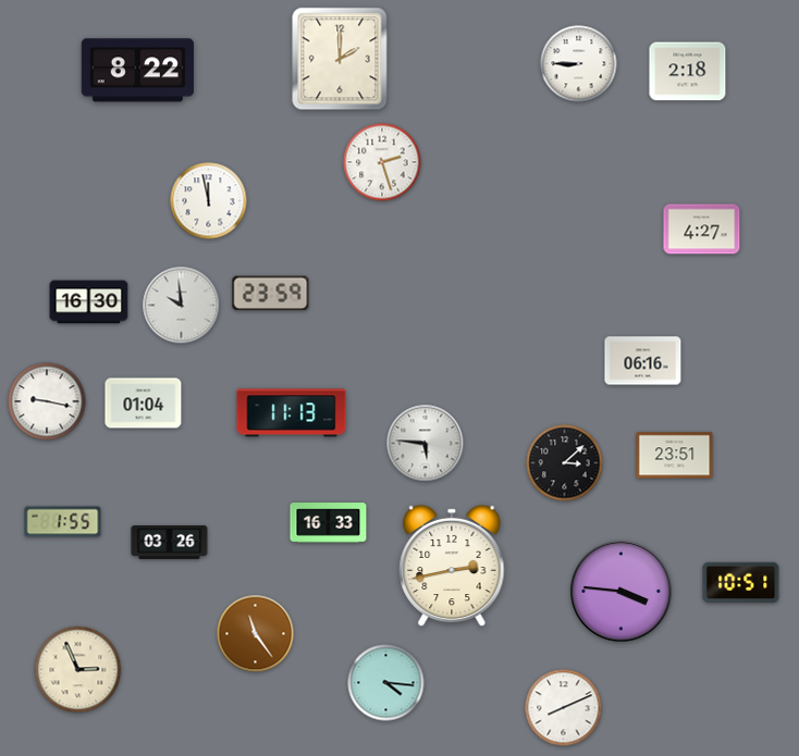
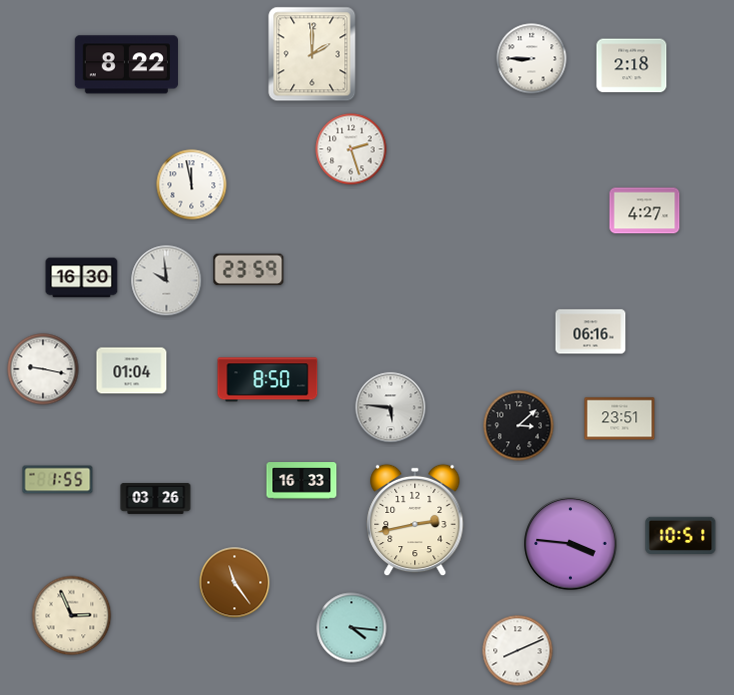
clock at (292, 413): 11:13 -> 8:50
clock at (386, 683) position: (386, 683) -> (352, 628)
